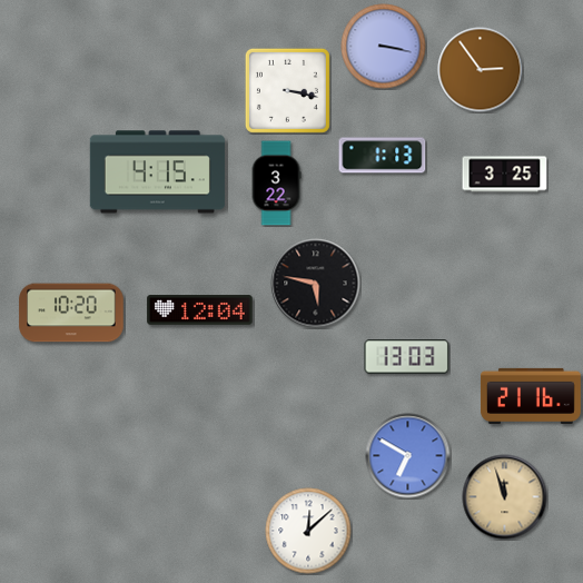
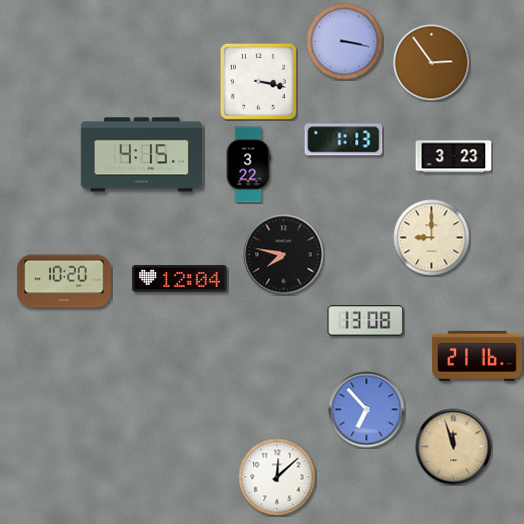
clock at (505, 175): 3:25 -> 3:23
clock at (432, 238): none -> 9:00
clock at (316, 284): 5:47 -> 7:47
clock at (407, 357): 13:03 -> 13:08
clock at (408, 456): 6:50 -> 6:53
